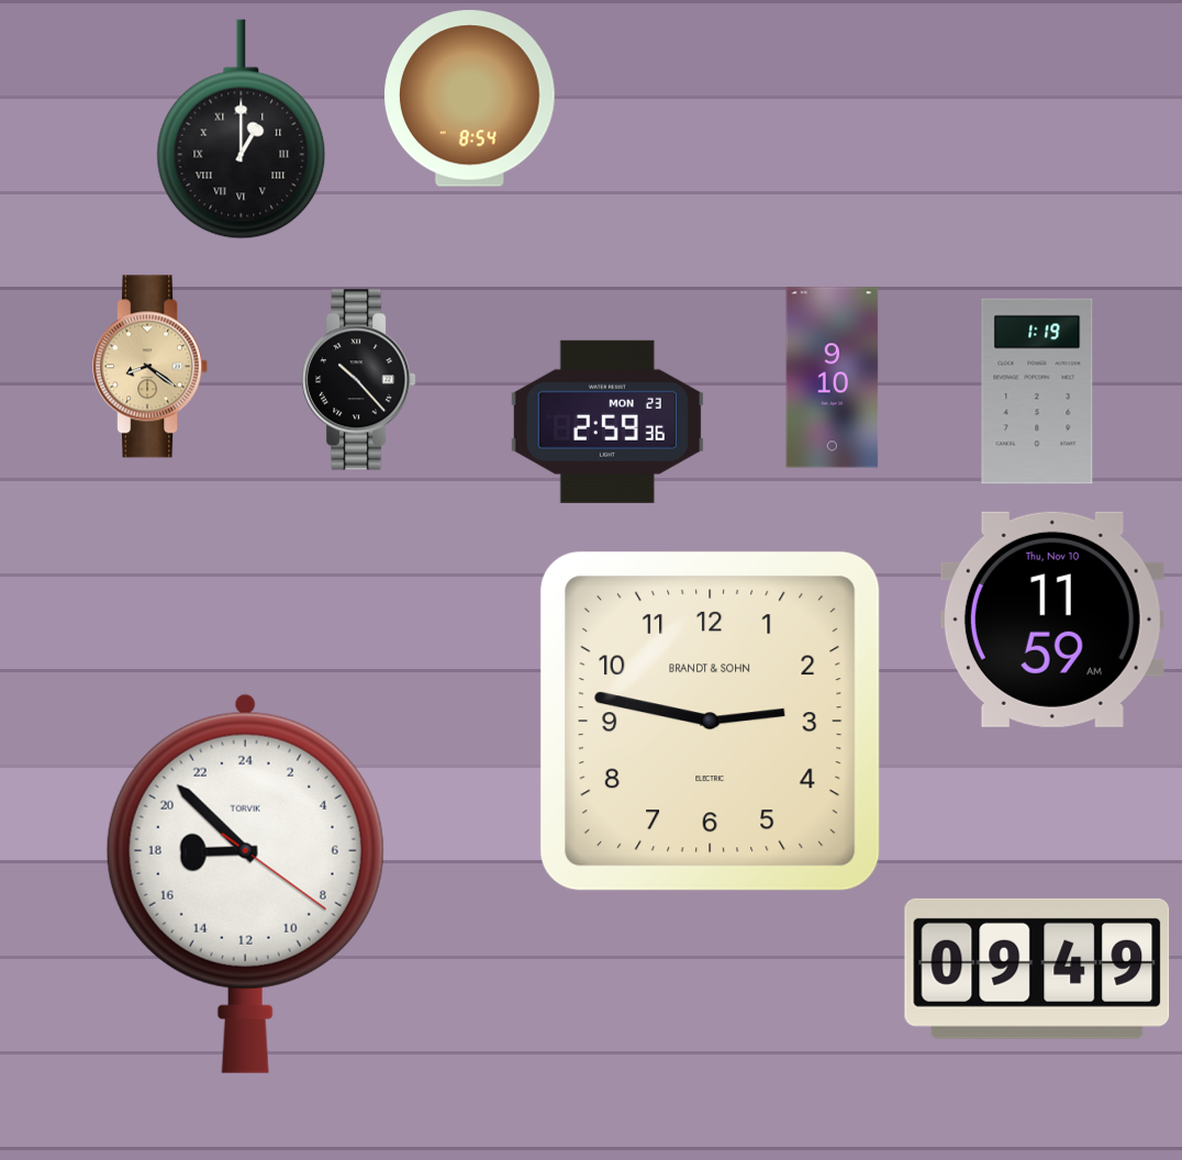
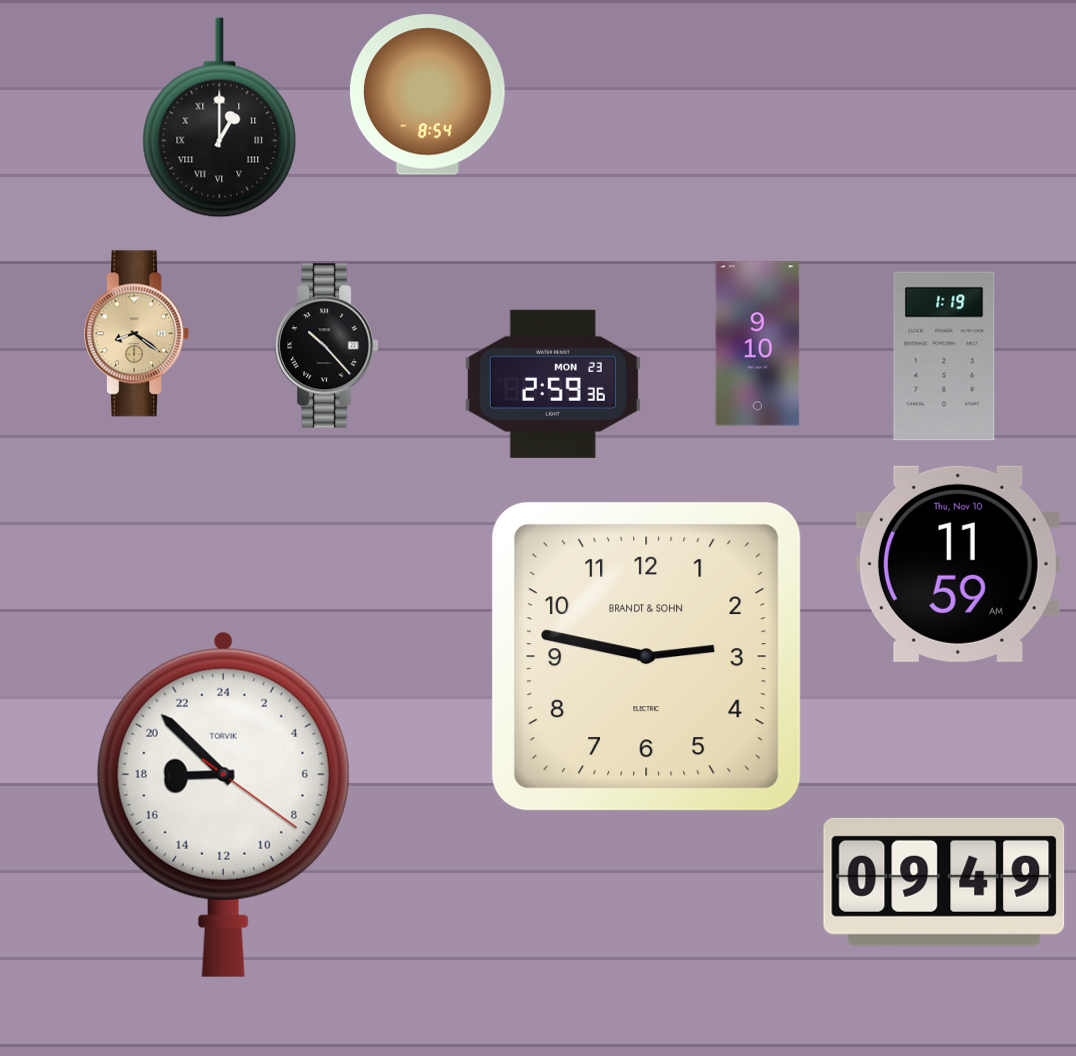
clock at (469, 99) position: (469, 99) -> (427, 95)
